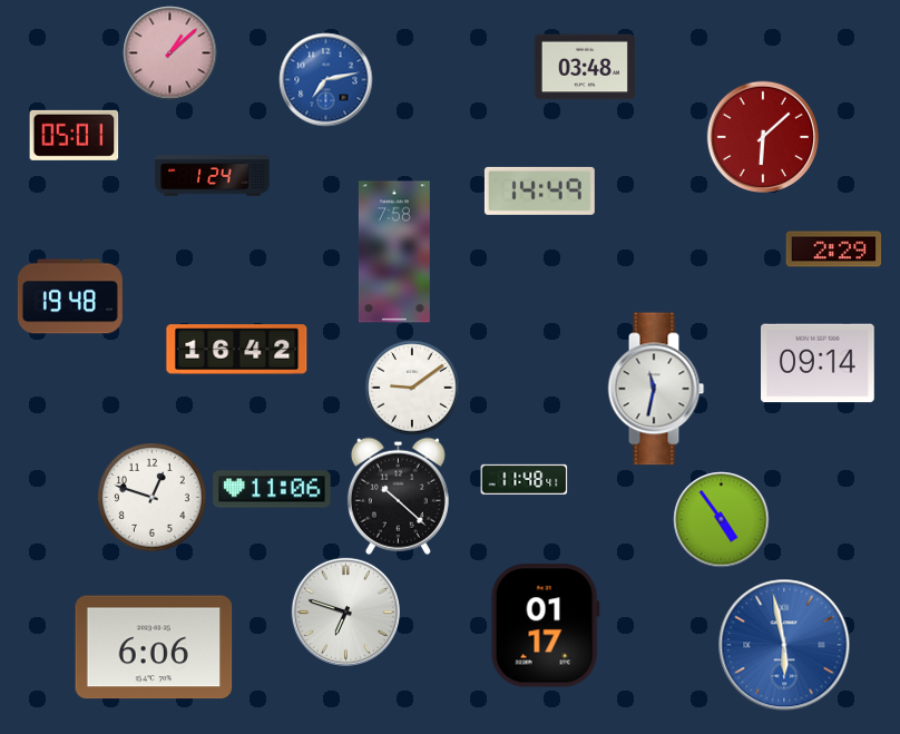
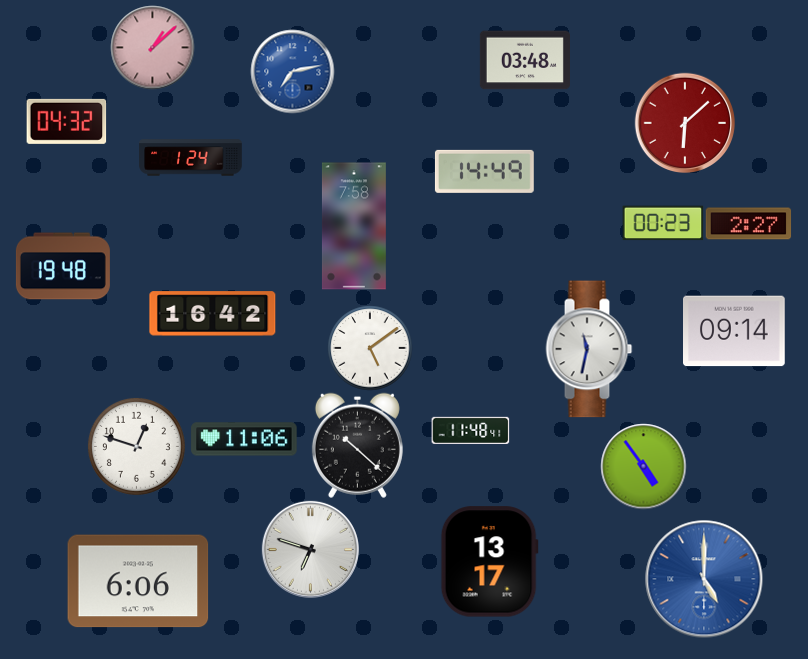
clock at (74, 135): 05:01 -> 04:32
clock at (663, 223): none -> 00:23
clock at (833, 249): 2:29 -> 2:27
clock at (819, 363) position: (819, 363) -> (735, 331)
clock at (412, 388): 9:09 -> 5:09
clock at (721, 519) position: (721, 519) -> (643, 466)
clock at (545, 626): 01:17 -> 13:17
clock at (784, 645): 5:58 -> 5:00
